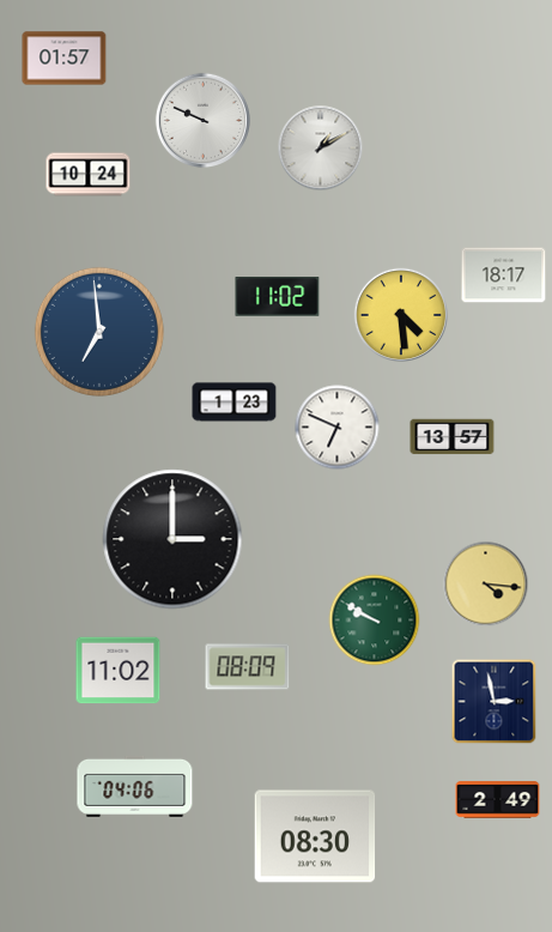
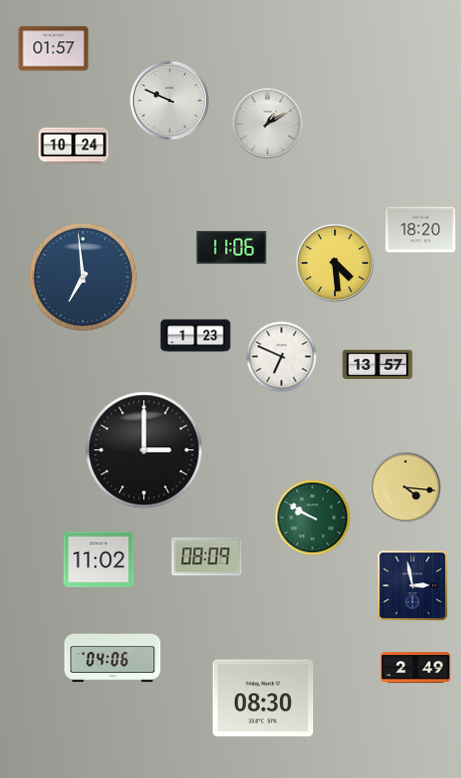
clock at (504, 276): 18:17 -> 18:20
clock at (278, 297): 11:02 -> 11:06
